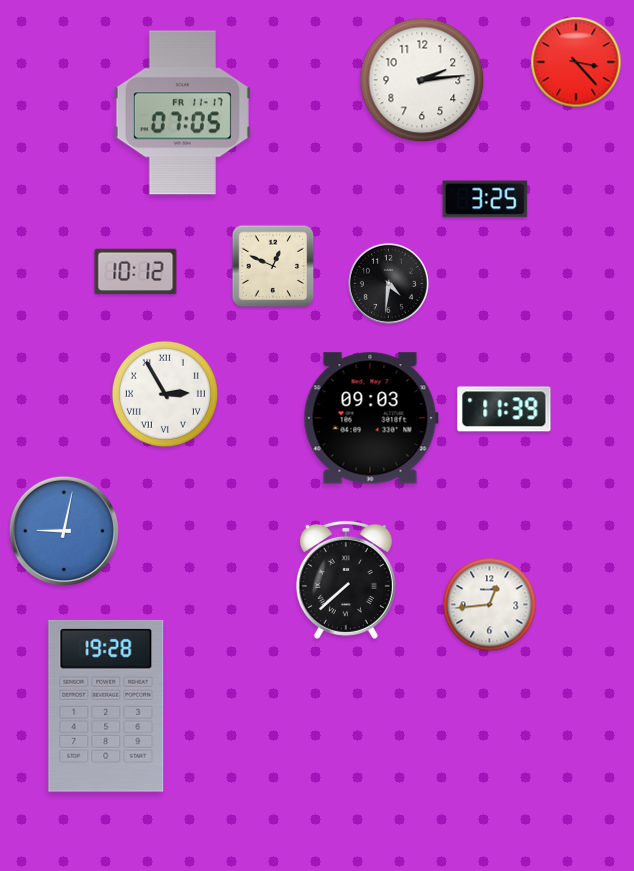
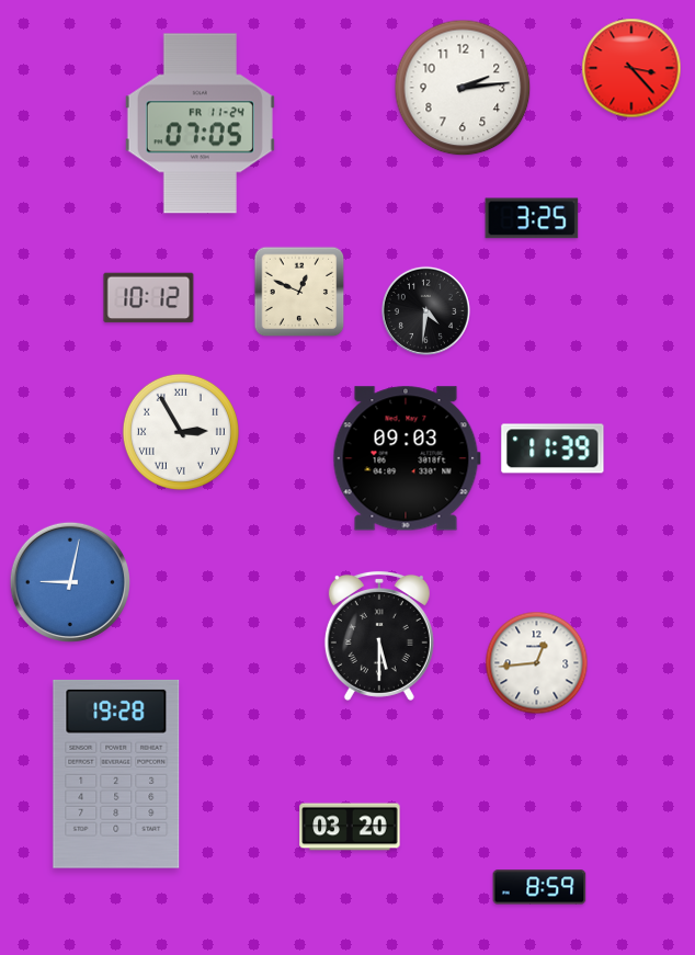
clock at (182, 113) date: FR 11-17 -> FR 11-24
clock at (346, 580): 7:38 -> 5:30
clock at (350, 827): none -> 03:20
clock at (539, 887): none -> 8:59
